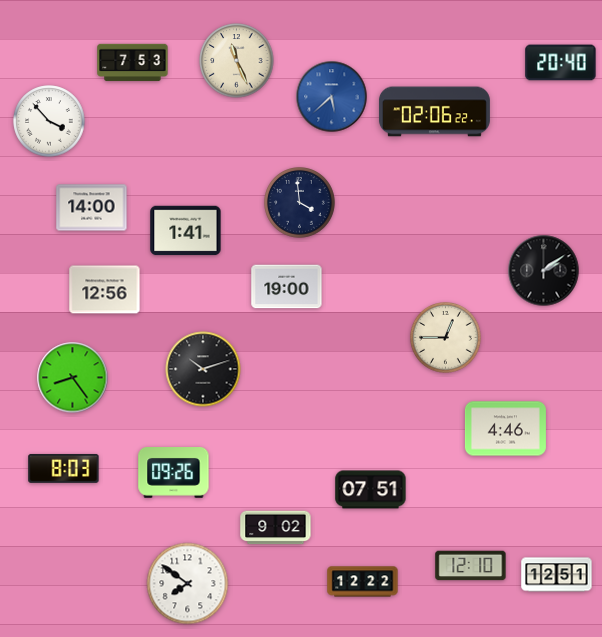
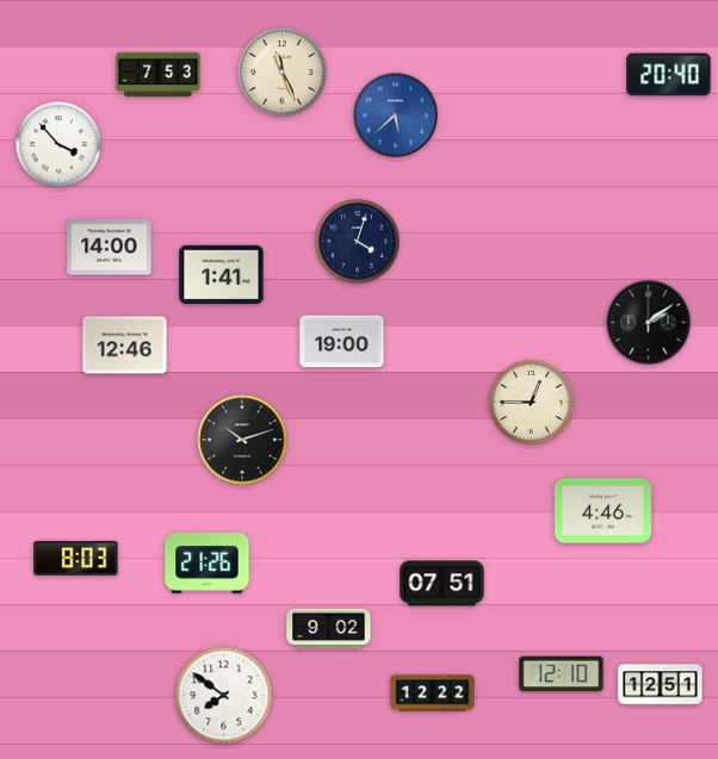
clock at (434, 112): 02:06 -> none
clock at (300, 203): 3:59 -> 4:03
clock at (105, 290): 12:56 -> 12:46
clock at (73, 378): 8:24 -> none
clock at (174, 473): 09:26 -> 21:26
clock at (557, 575) position: (557, 575) -> (661, 685)
